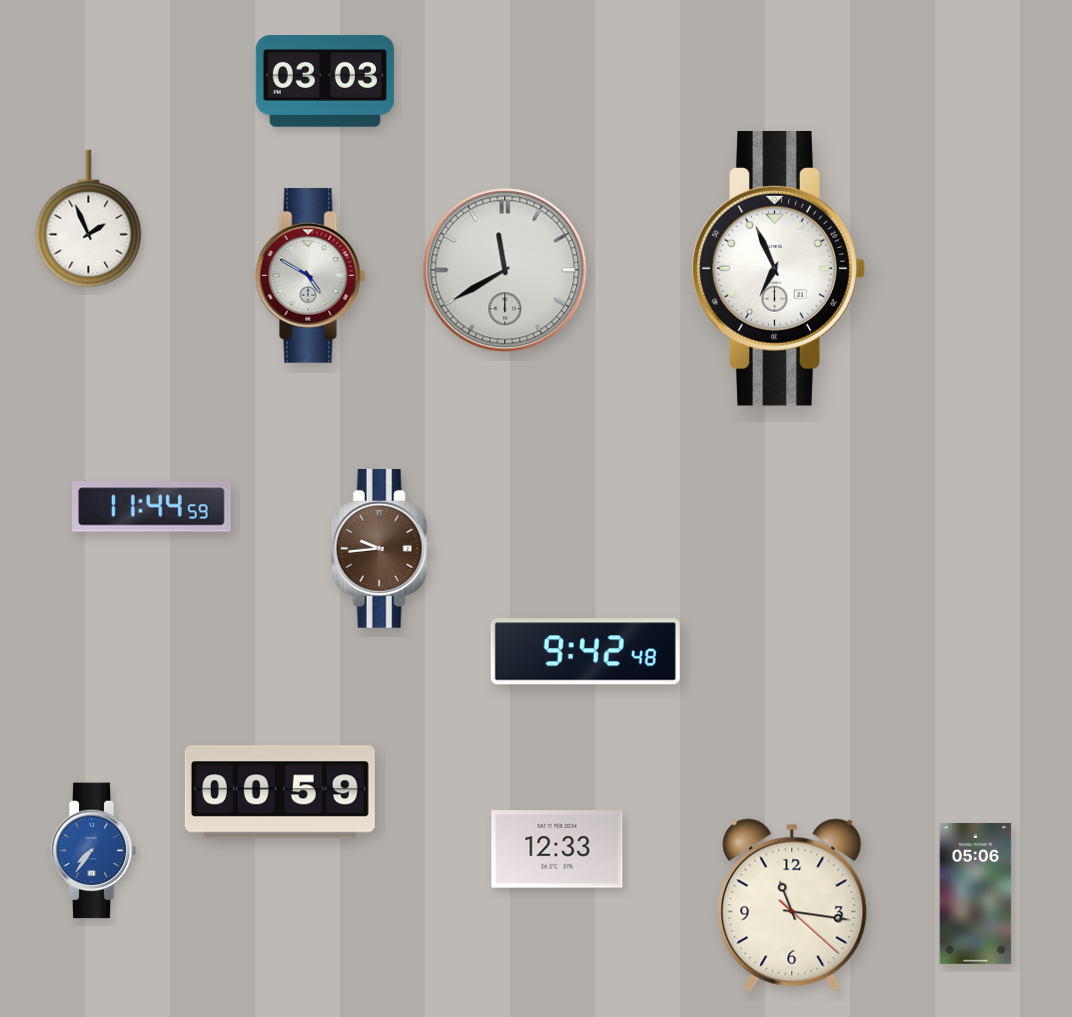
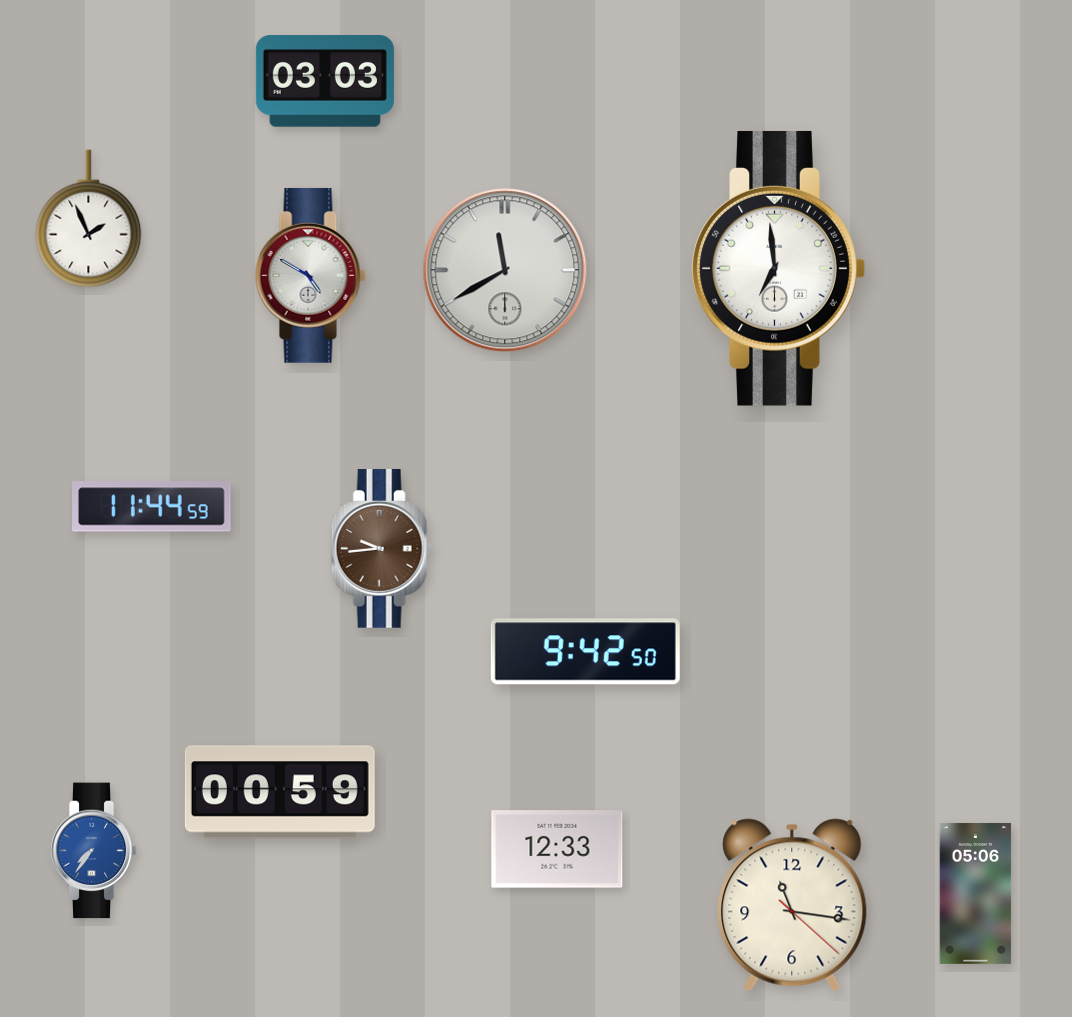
clock at (778, 268): 6:56 -> 6:59
clock at (585, 652): 9:42:48 -> 9:42:50
